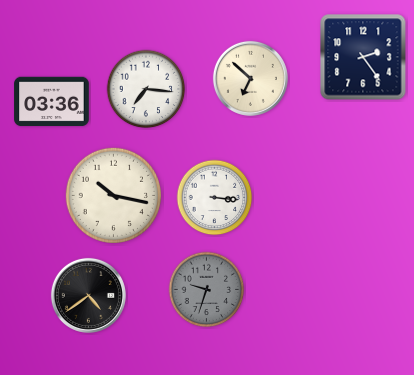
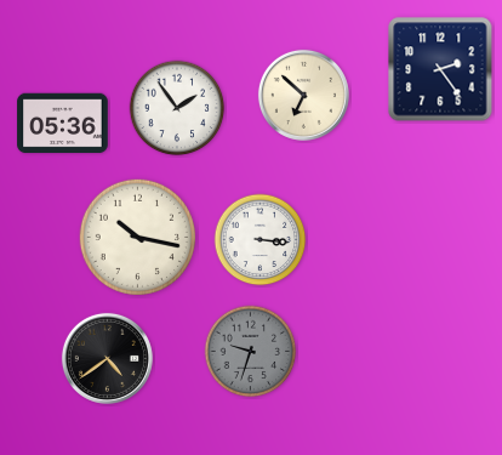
clock at (146, 89): 7:16 -> 1:54
clock at (52, 102): 03:36 -> 05:36
